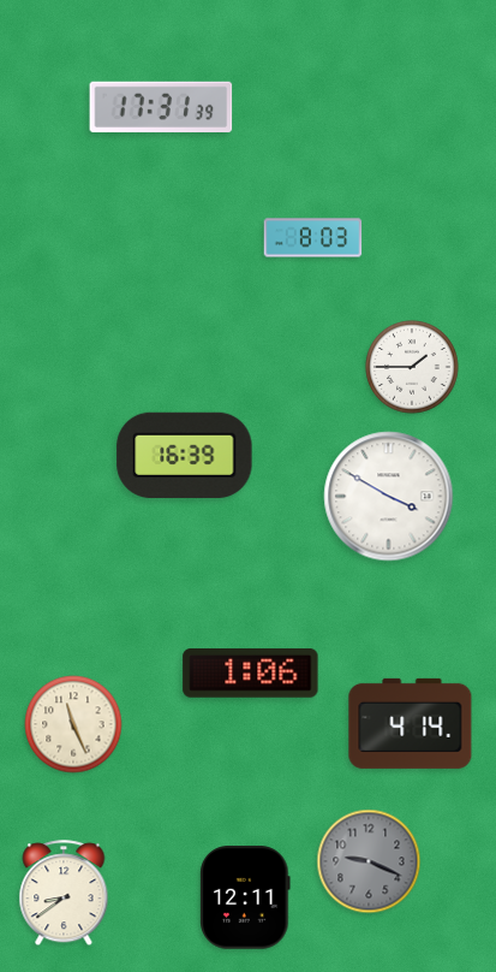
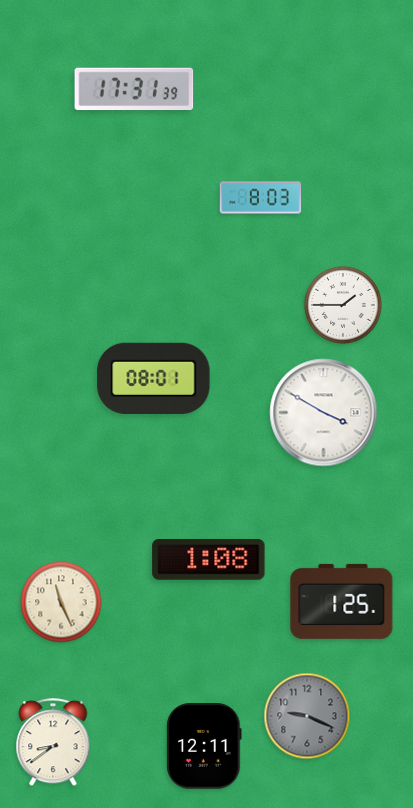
clock at (185, 455): 16:39 -> 08:01
clock at (251, 672): 1:06 -> 1:08
clock at (411, 723): 4:14 -> 1:25
